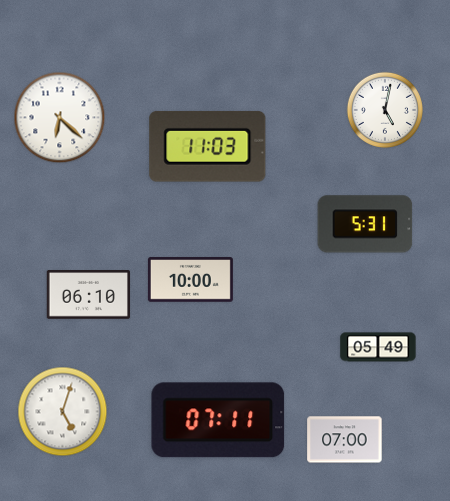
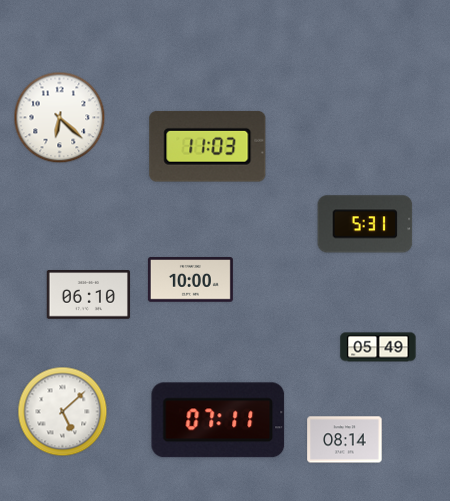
clock at (385, 110): 5:02 -> none
clock at (63, 412): 5:03 -> 5:08
clock at (345, 440): 07:00 -> 08:14
